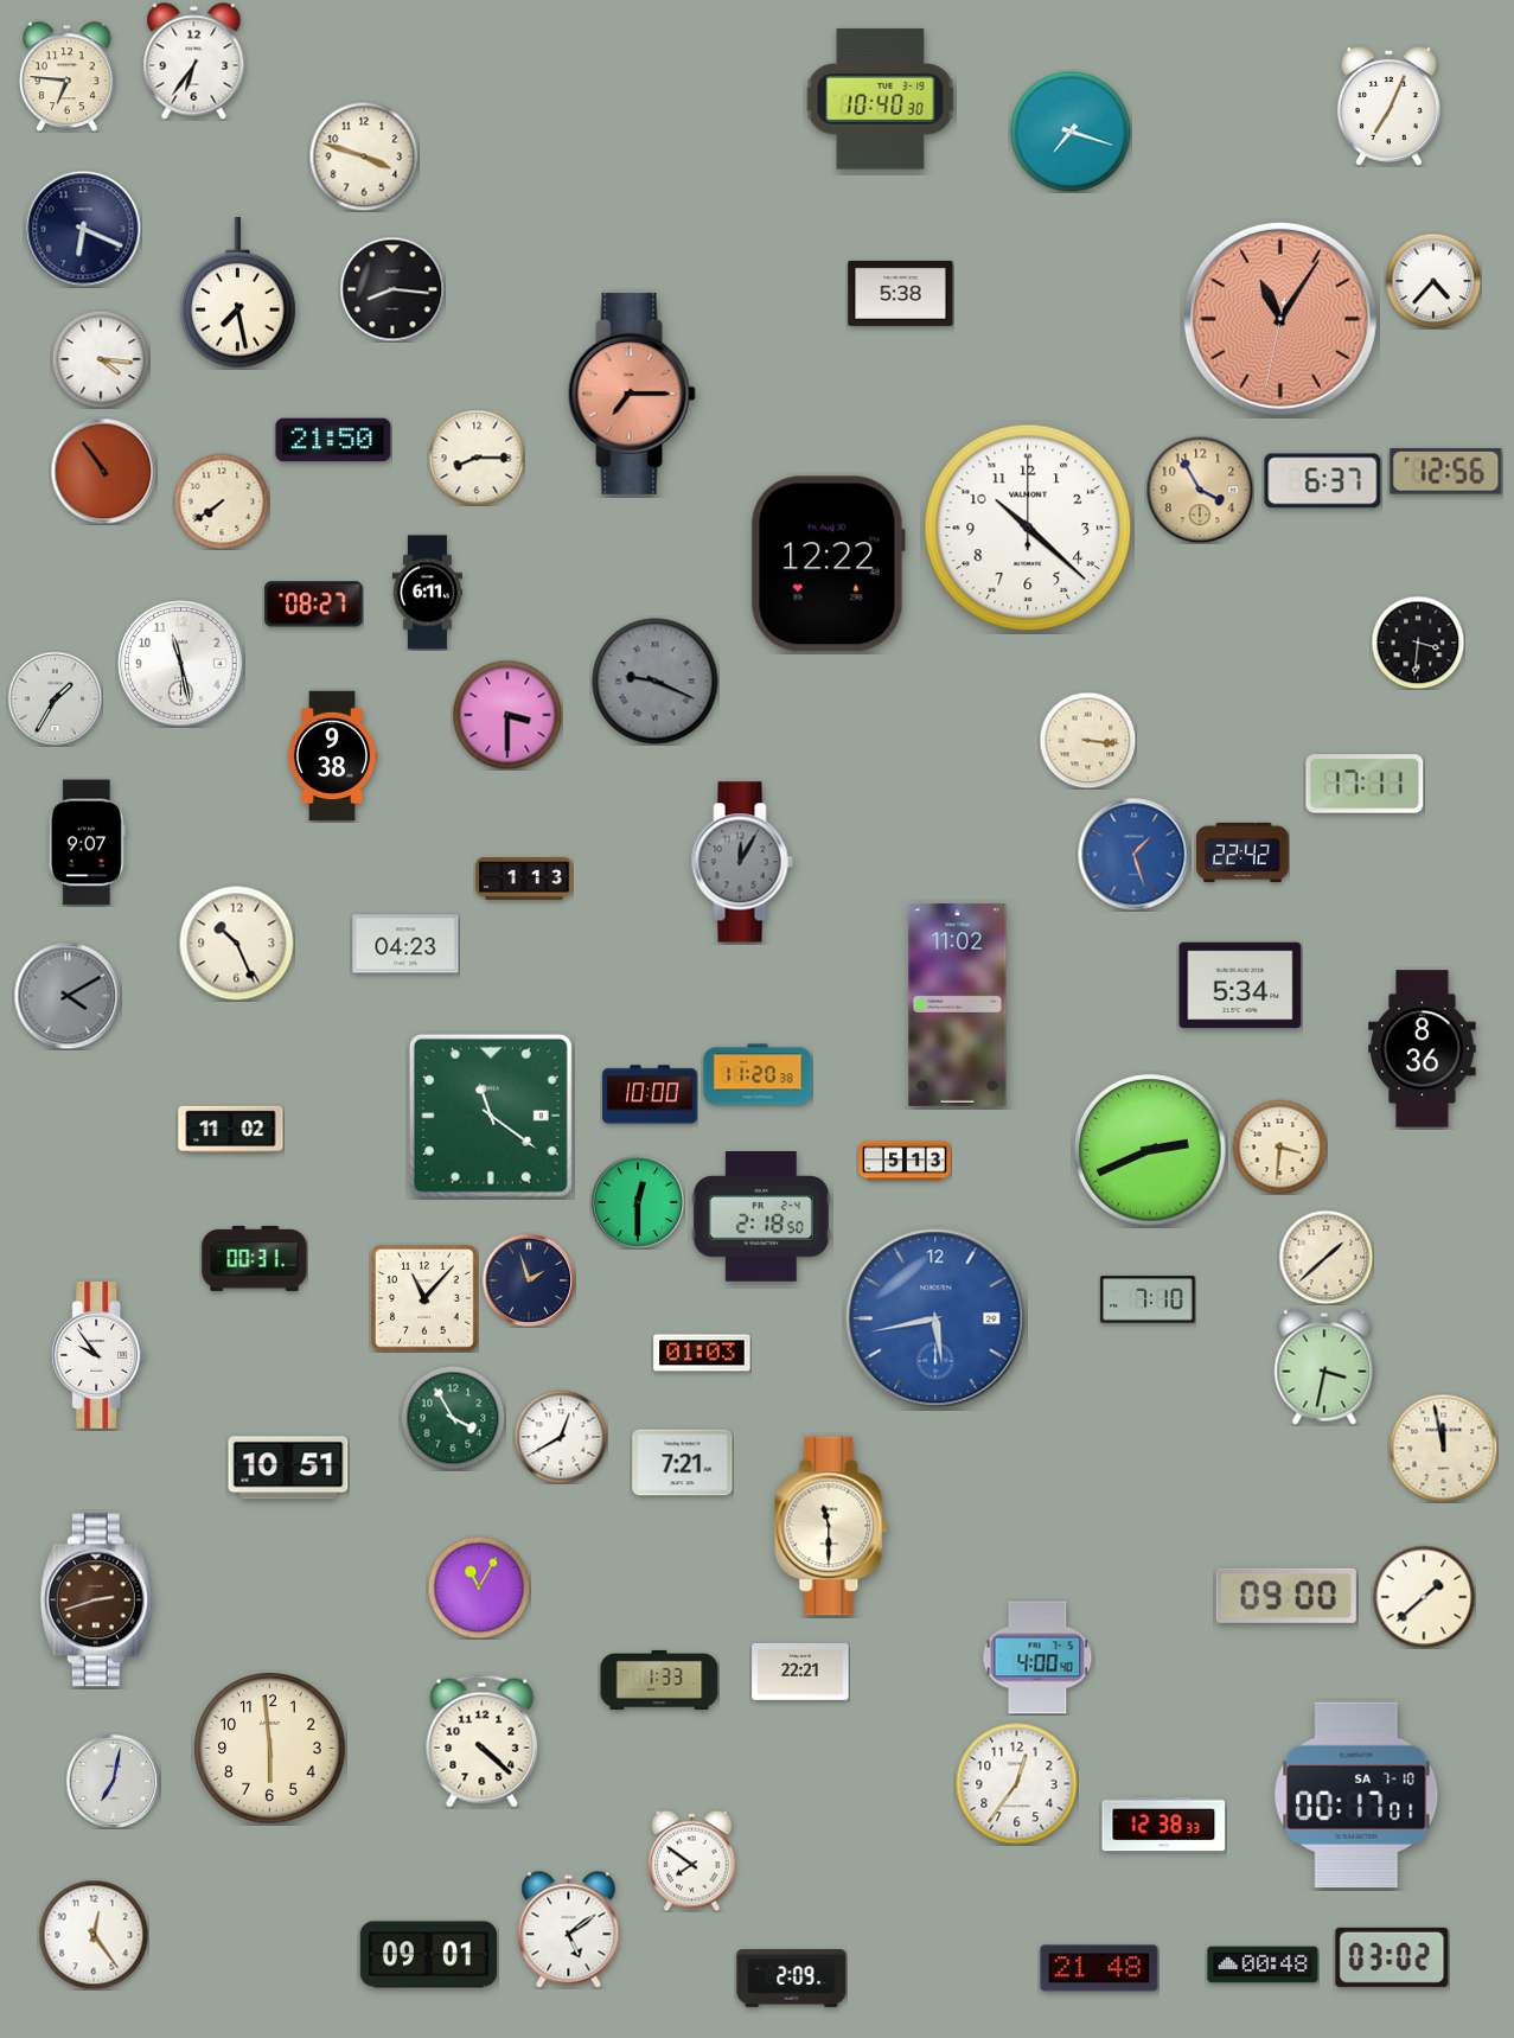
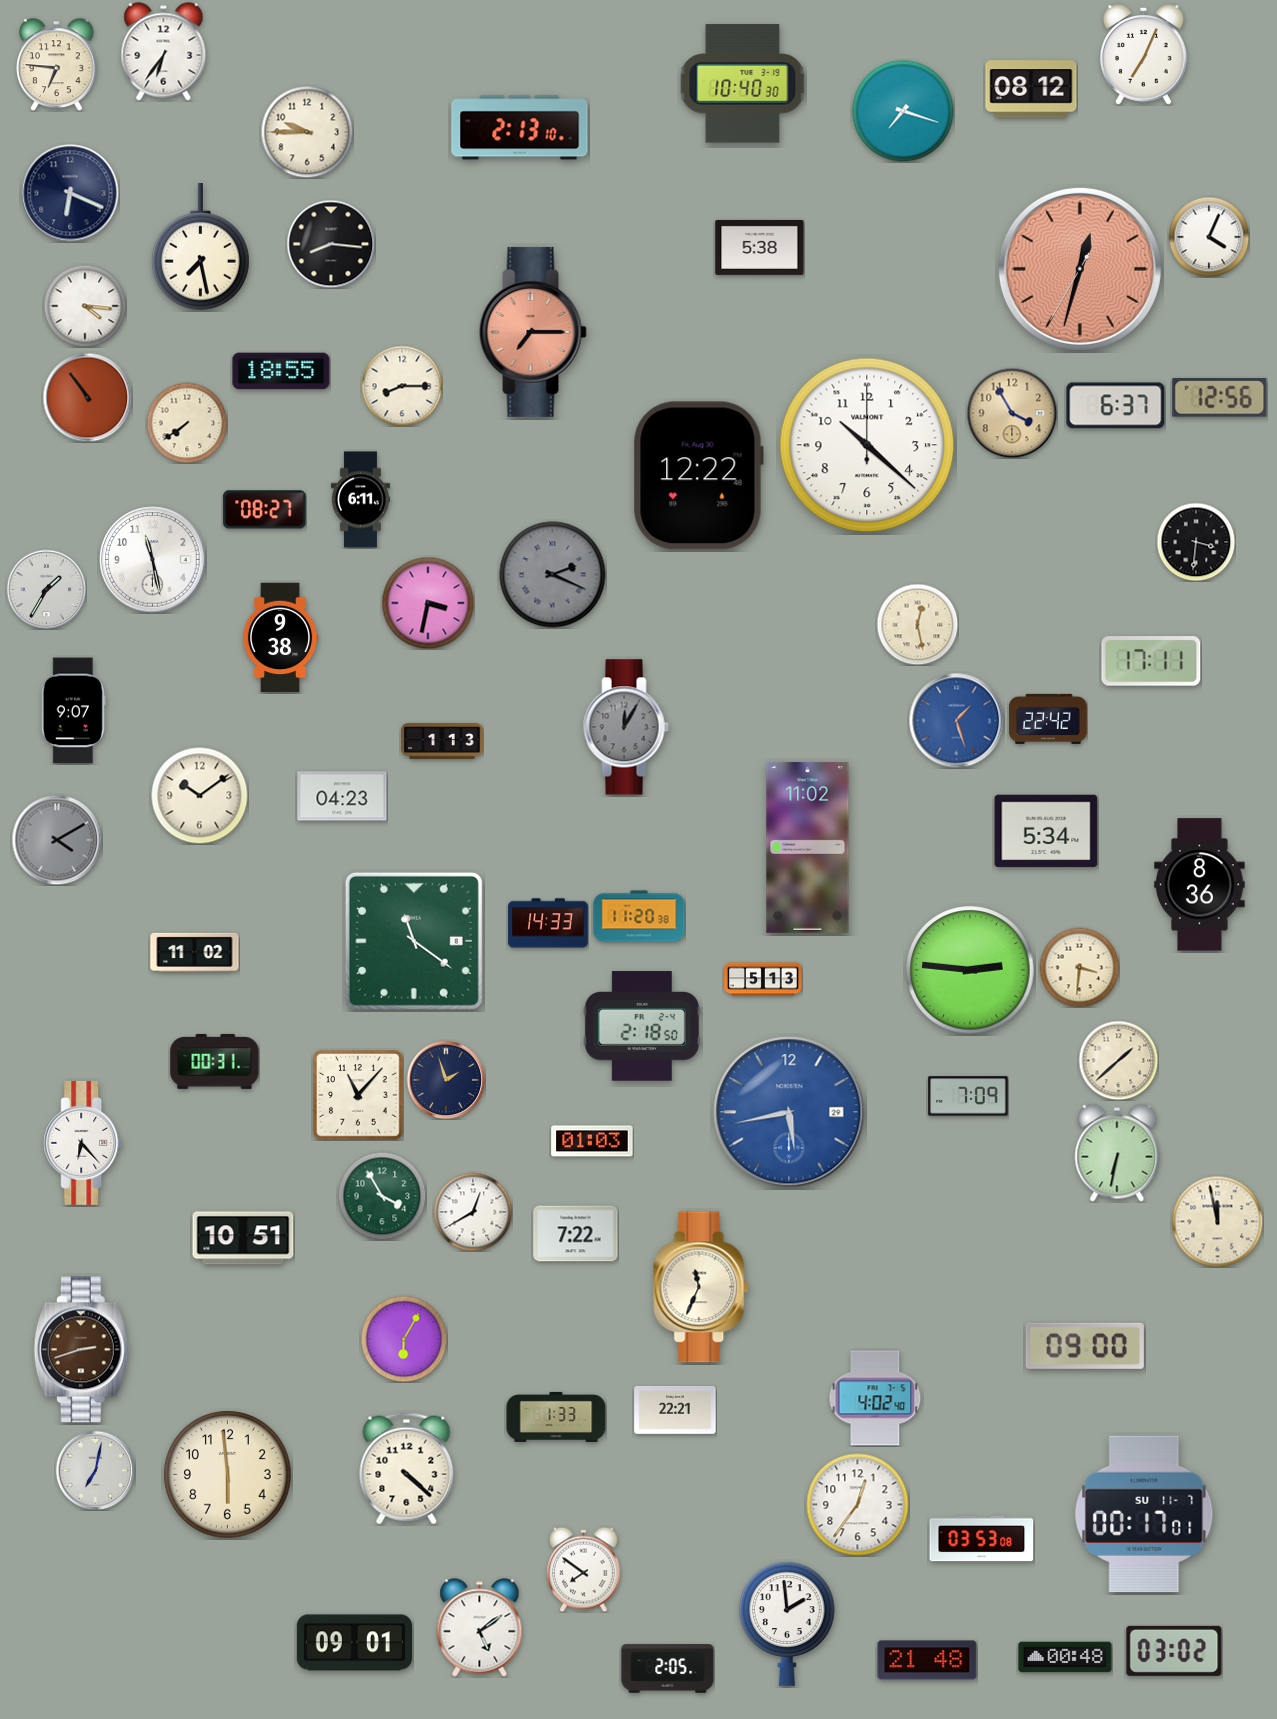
clock at (1031, 89): none -> 08:12
clock at (1388, 107) position: (1388, 107) -> (1143, 55)
clock at (520, 128): none -> 2:13
clock at (364, 156): 3:48 -> 9:45
clock at (1433, 281): 4:37 -> 4:04
clock at (1280, 319): 11:05 -> 12:32
clock at (101, 359) position: (101, 359) -> (85, 306)
clock at (333, 440): 21:50 -> 18:55
clock at (656, 682): 9:19 -> 2:19
clock at (507, 715): 3:30 -> 3:32
clock at (1087, 740): 3:16 -> 12:28
clock at (236, 943): 10:26 -> 10:09
clock at (758, 1074) position: (758, 1074) -> (639, 916)
clock at (650, 1094): 10:00 -> 14:33
clock at (1150, 1150): 2:41 -> 2:46
clock at (638, 1202): 12:30 -> none
clock at (1148, 1299): 7:10 -> 7:09
clock at (98, 1355): 9:54 -> 6:23
clock at (1324, 1367): 3:32 -> 6:32
clock at (683, 1463): 7:21 -> 7:22
clock at (832, 1526): 11:30 -> 11:34
clock at (479, 1587): 11:05 -> 6:05
clock at (1424, 1597): 1:38 -> none
clock at (1037, 1657): 4:00 -> 4:02
clock at (113, 1781) position: (113, 1781) -> (95, 1470)
clock at (1356, 1795) date: SA 7-10 -> SU 11-7
clock at (1164, 1825): 12:38 -> 03:53
clock at (787, 1624): none -> 1:59
clock at (94, 1935): 12:24 -> none
clock at (428, 1955) position: (428, 1955) -> (354, 1643)
clock at (792, 1979): 2:09 -> 2:05
